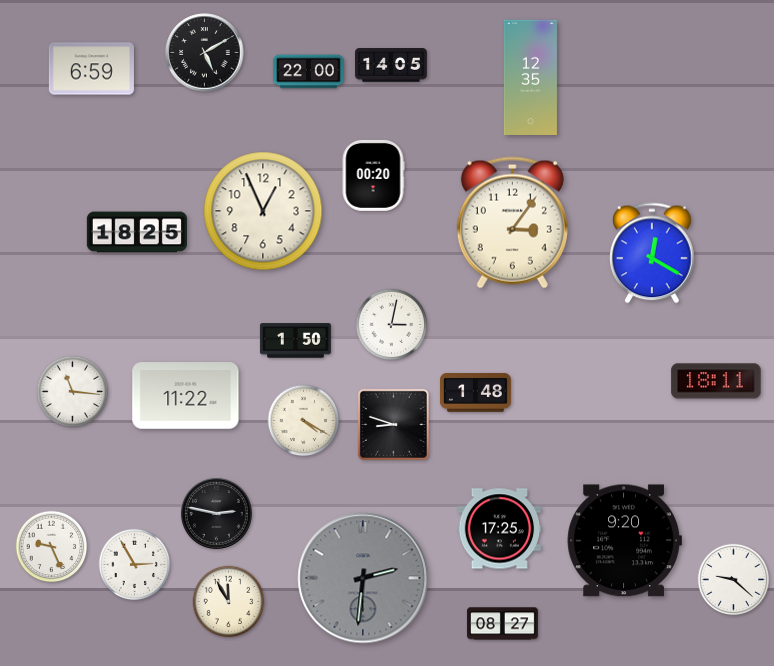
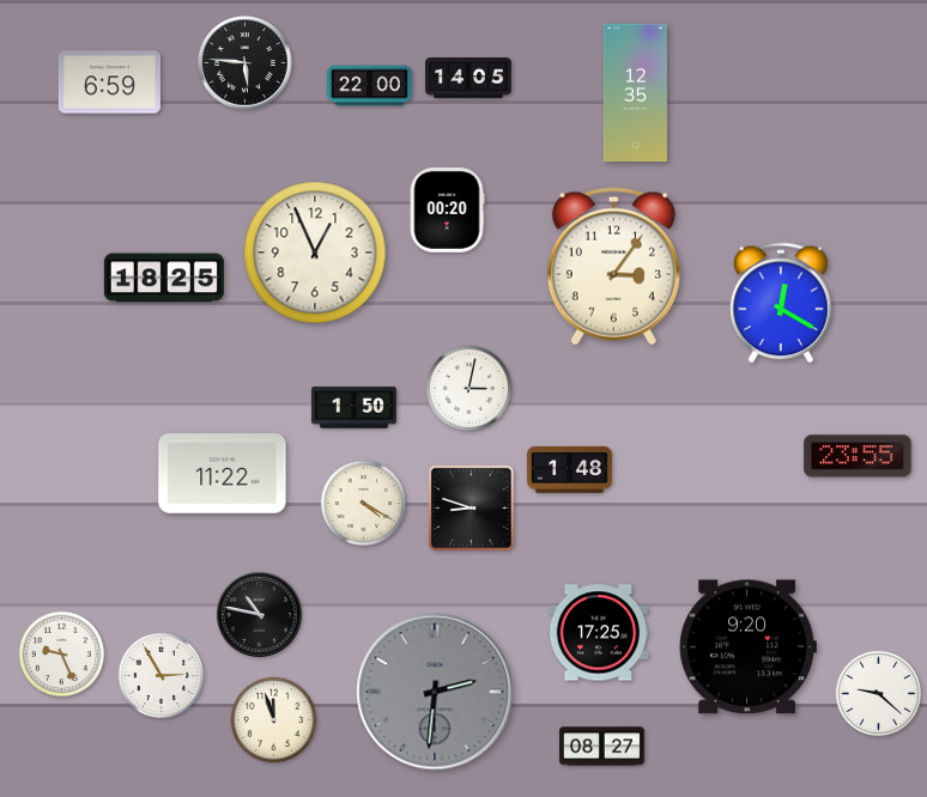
clock at (205, 53): 5:10 -> 5:46
clock at (716, 381): 18:11 -> 23:55
clock at (73, 392): 11:16 -> none
clock at (216, 513): 2:47 -> 10:47
clock at (229, 602): 11:55 -> 11:57
